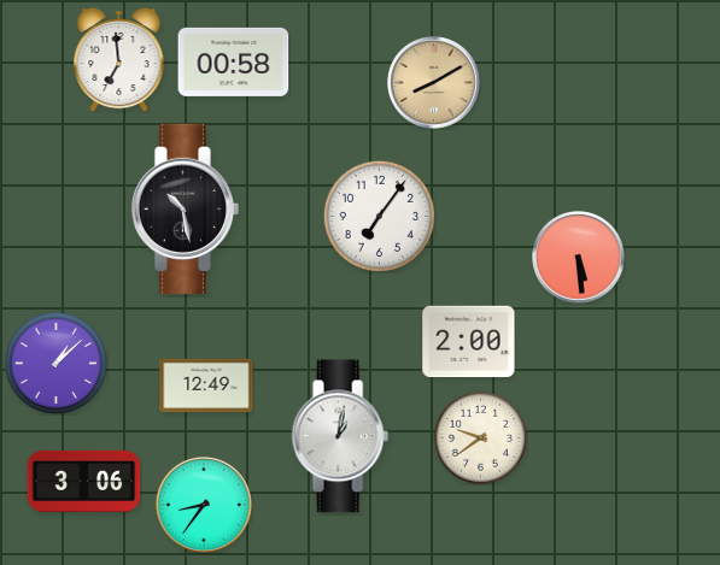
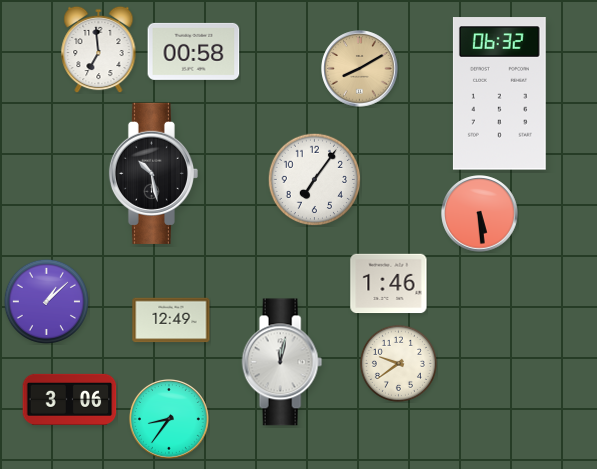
clock at (499, 94): none -> 06:32
clock at (469, 342): 2:00 -> 1:46
clock at (340, 436): 1:02 -> 12:02
